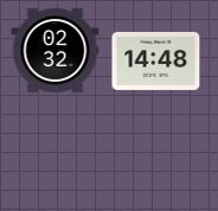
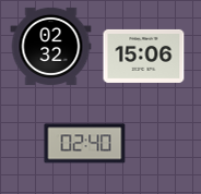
clock at (156, 60): 14:48 -> 15:06
clock at (85, 144): none -> 02:40
